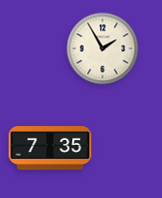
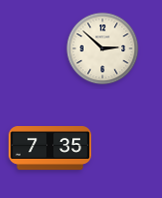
clock at (103, 49): 1:55 -> 2:52
